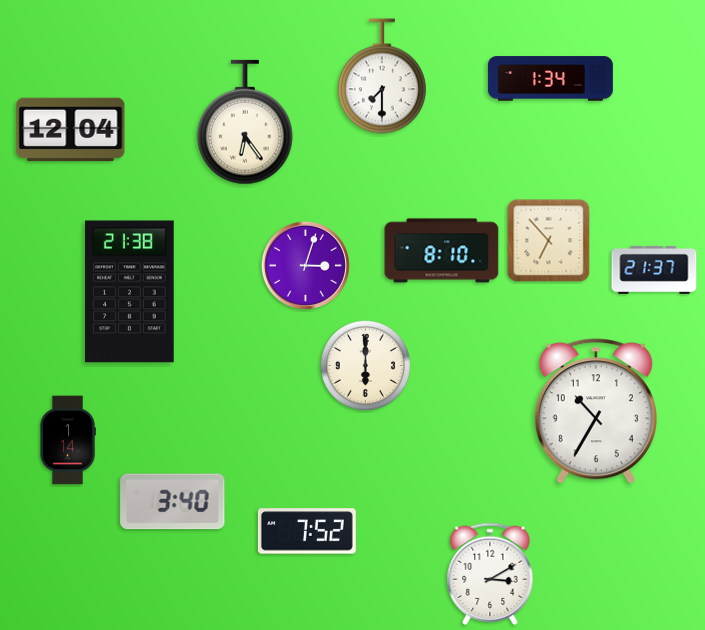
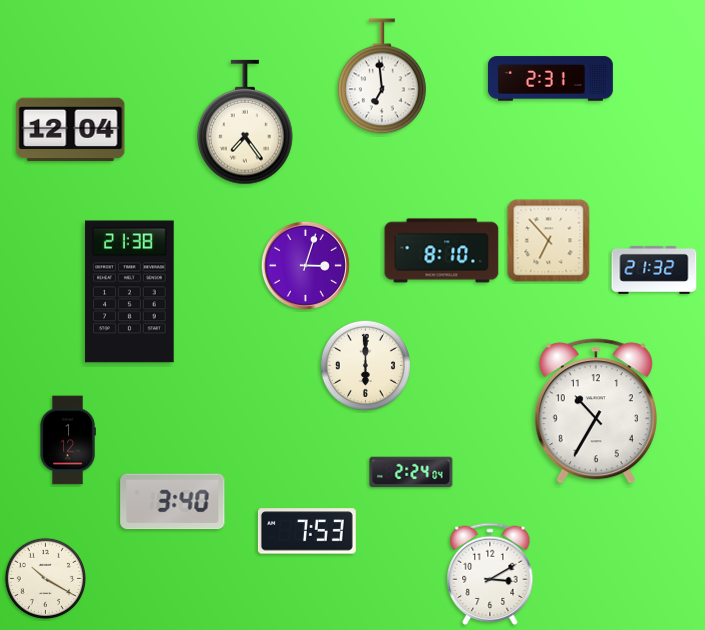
clock at (382, 76): 7:30 -> 6:59
clock at (550, 79): 1:34 -> 2:31
clock at (245, 122): 6:24 -> 7:24
clock at (654, 270): 21:37 -> 21:32
clock at (68, 440): 1:14 -> 1:12
clock at (411, 472): none -> 2:24
clock at (307, 531): 7:52 -> 7:53
clock at (45, 578): none -> 10:20
